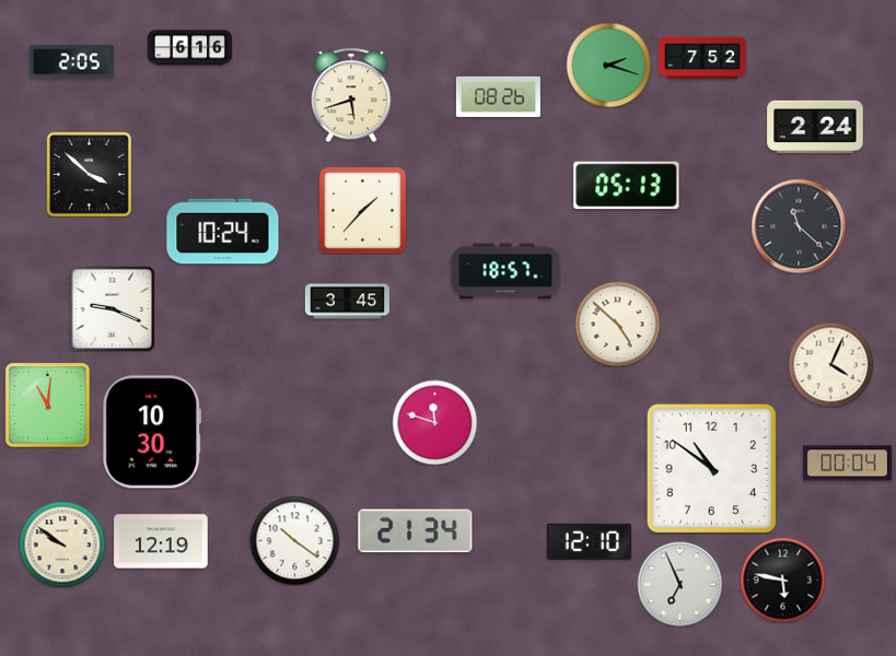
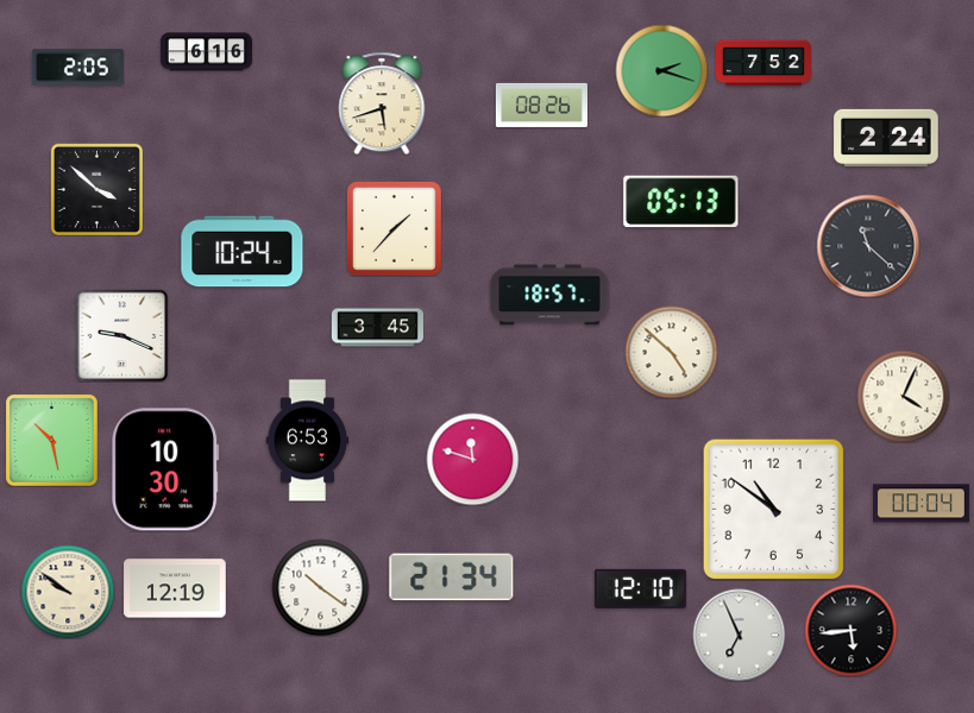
clock at (48, 406): 11:01 -> 10:28
clock at (308, 441): none -> 6:53
clock at (782, 579): 5:47 -> 5:44
